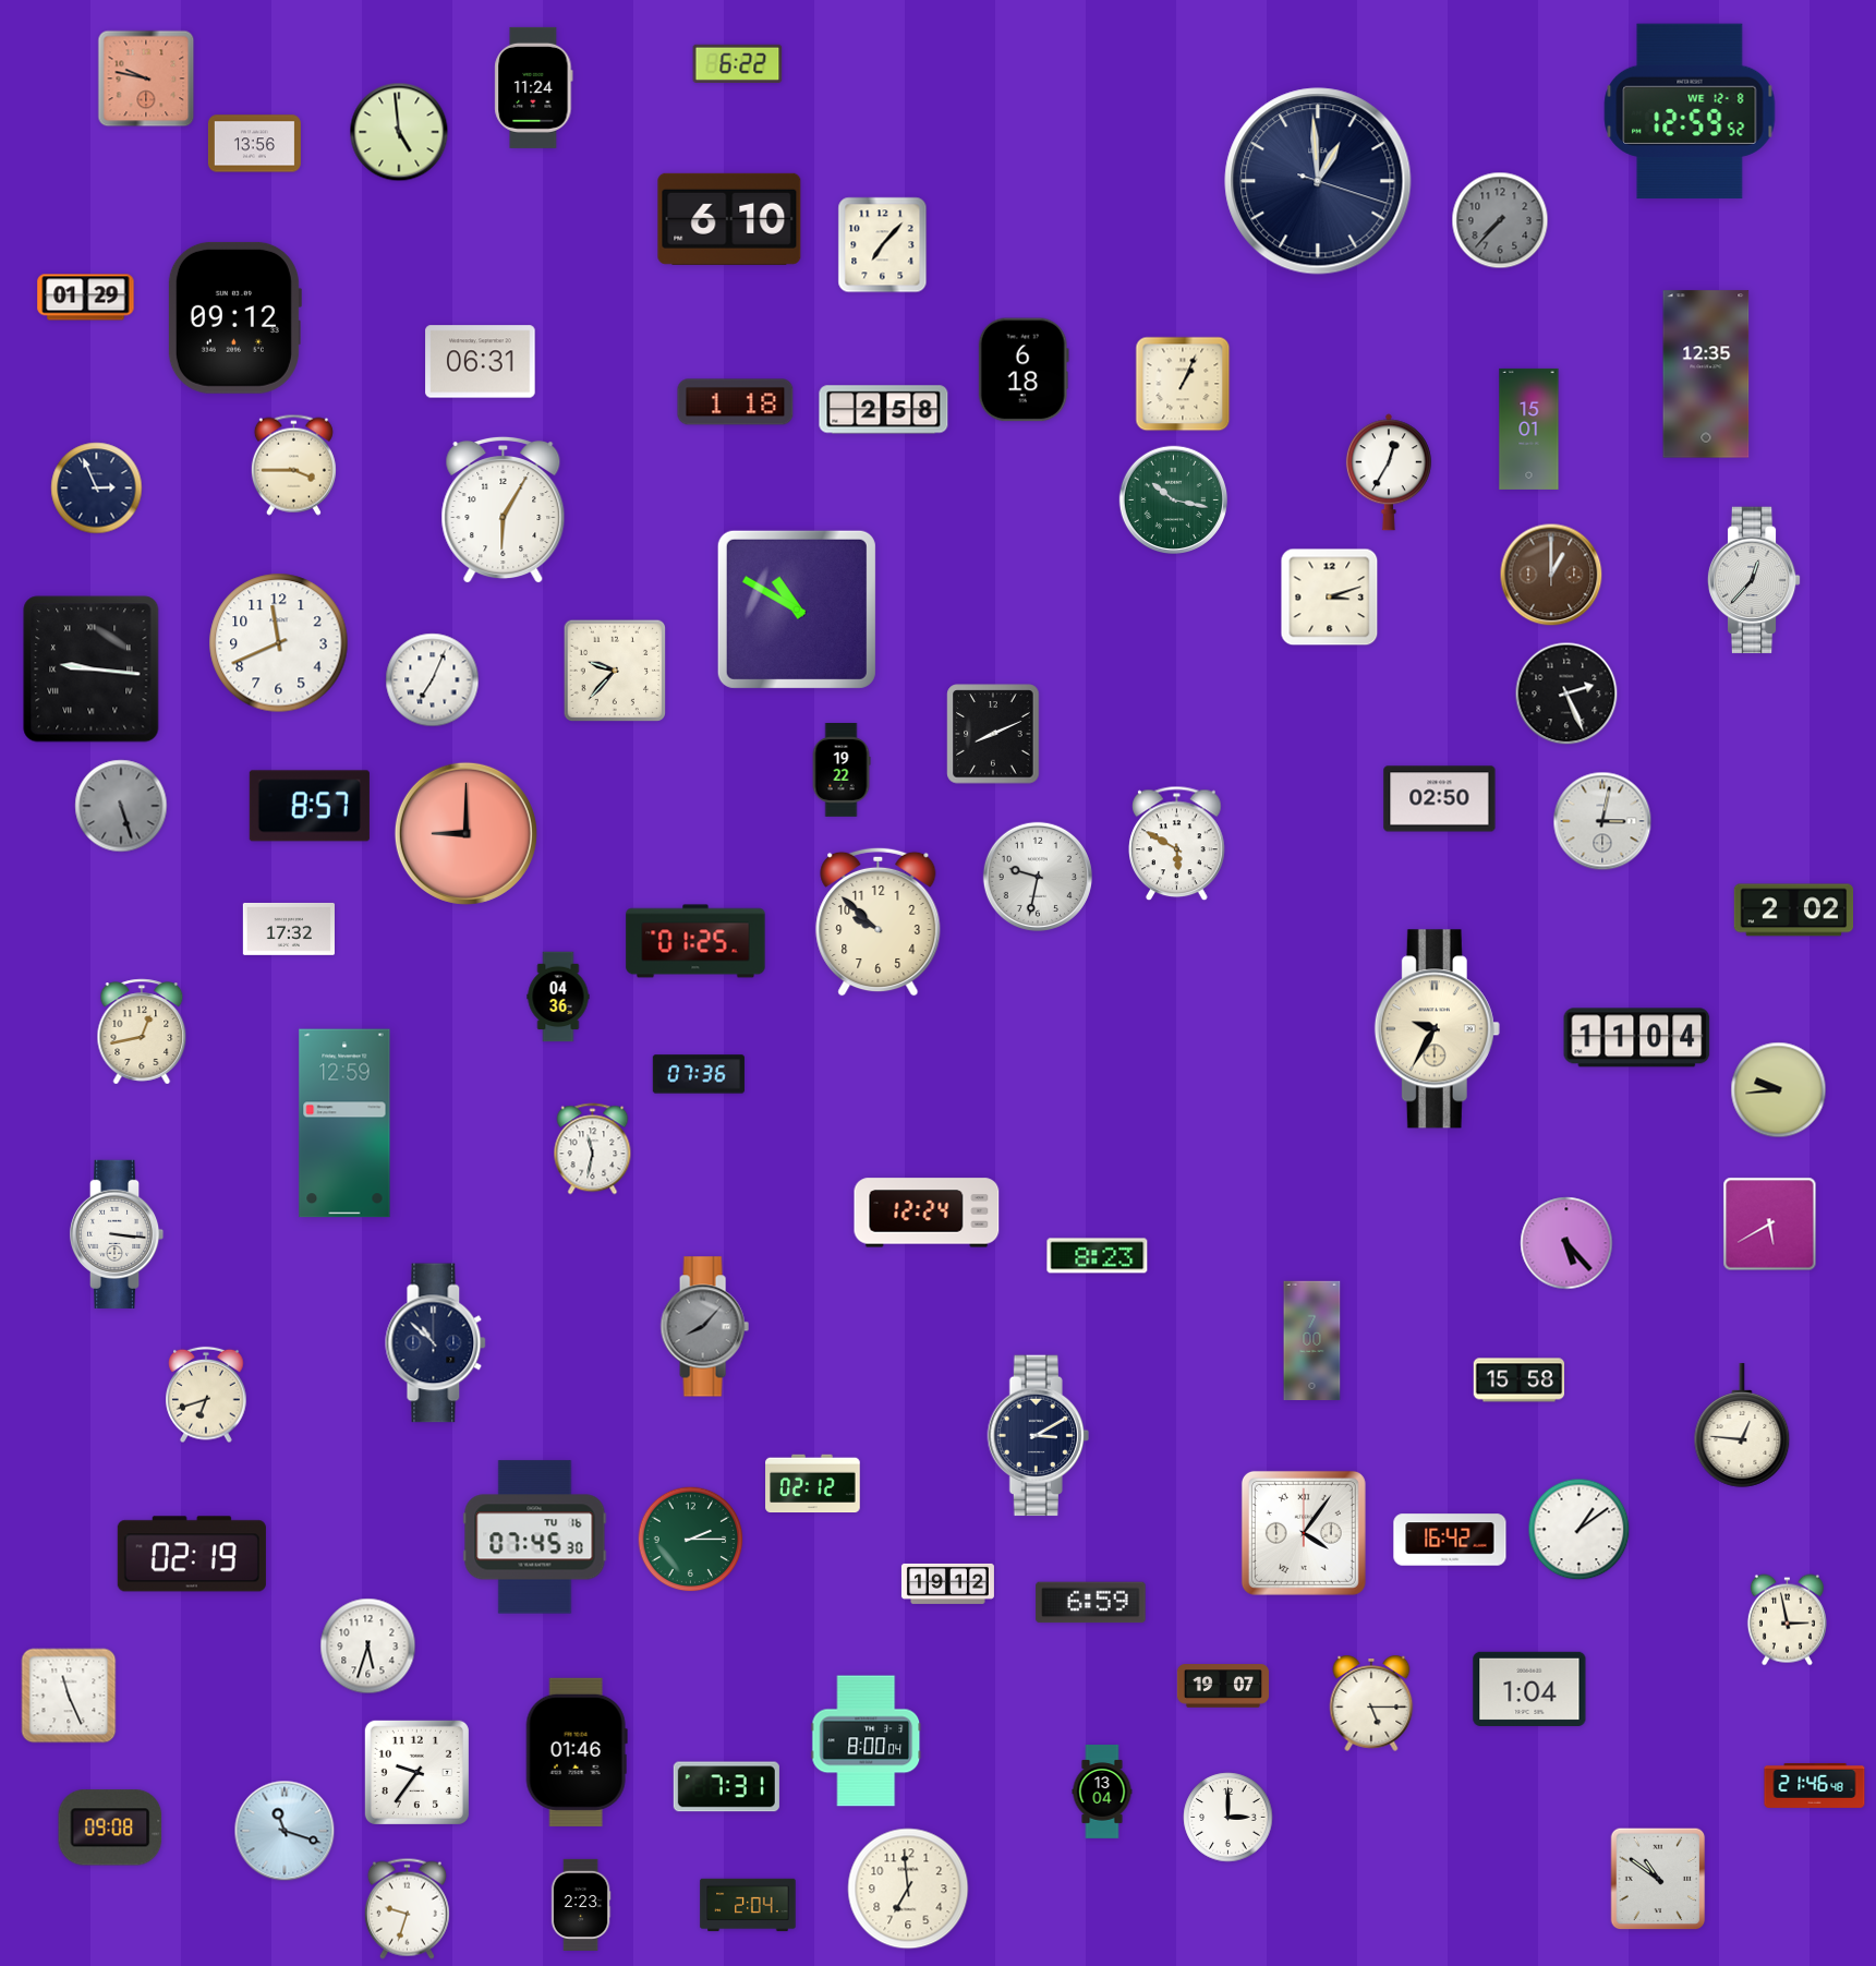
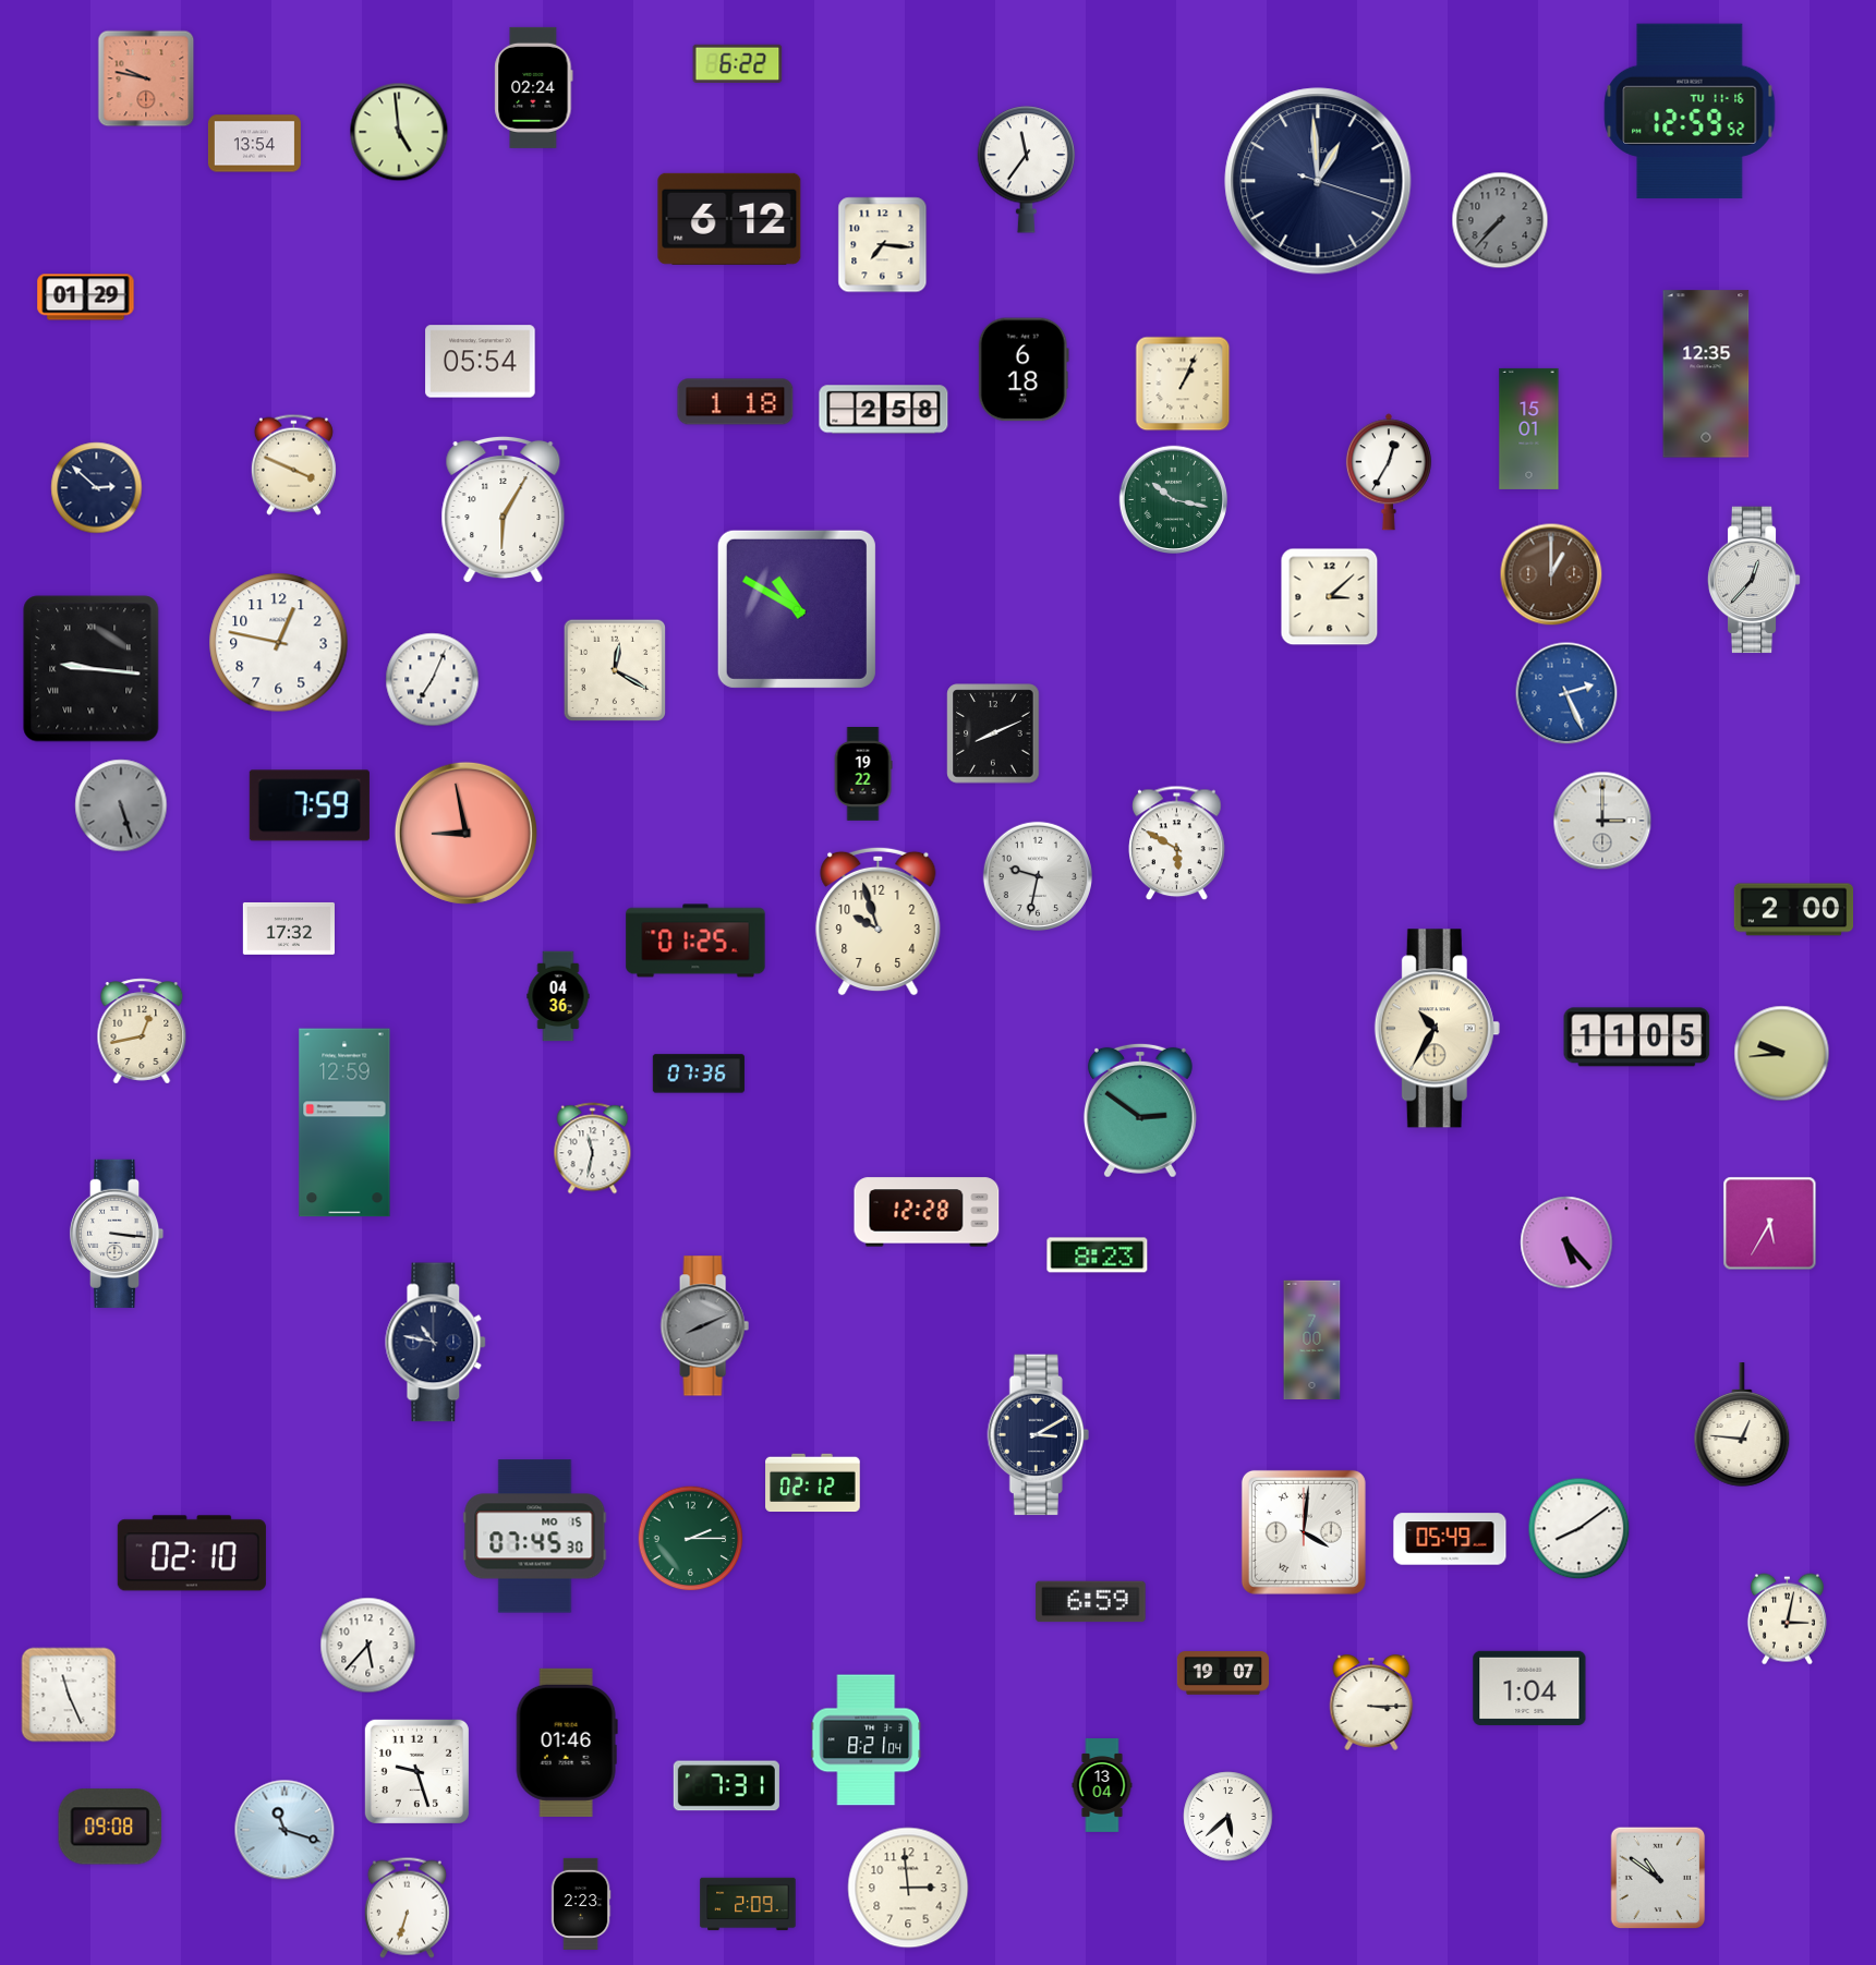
clock at (534, 87): 11:24 -> 02:24
clock at (1690, 111) date: WE 12-8 -> TU 11-16
clock at (254, 144): 13:56 -> 13:54
clock at (1027, 170): none -> 11:36
clock at (729, 219): 6:10 -> 6:12
clock at (883, 245): 7:07 -> 7:16
clock at (234, 317): 09:12 -> none
clock at (481, 362): 06:31 -> 05:54
clock at (293, 465): 3:45 -> 3:49
clock at (97, 489): 2:56 -> 2:52
clock at (1330, 598): 3:12 -> 3:08
clock at (279, 643): 11:41 -> 12:47
clock at (615, 671): 9:37 -> 12:20
clock at (1566, 693) dial: black -> blue
clock at (842, 771) position: (842, 771) -> (863, 775)
clock at (1440, 799): 02:50 -> none
clock at (310, 806): 8:57 -> 7:59
clock at (1602, 821): 3:02 -> 3:00
clock at (465, 833): 9:00 -> 8:58
clock at (1794, 910): 2:02 -> 2:00
clock at (879, 921): 9:52 -> 9:57
clock at (1437, 1029): 9:35 -> 10:35
clock at (1637, 1038): 11:04 -> 11:05
clock at (1779, 1090) position: (1779, 1090) -> (1782, 1054)
clock at (1140, 1111): none -> 2:51
clock at (927, 1213): 12:24 -> 12:28
clock at (1770, 1225): 5:40 -> 5:35
clock at (704, 1327): 8:07 -> 8:11
clock at (436, 1343): 10:52 -> 10:47
clock at (1520, 1380): 15:58 -> none
clock at (206, 1395): 6:42 -> none
clock at (1580, 1530): 1:09 -> 8:09
clock at (1304, 1533): 4:06 -> 4:01
clock at (535, 1537) date: TU 16 -> MO 15
clock at (1450, 1540): 16:42 -> 05:49
clock at (192, 1554): 02:19 -> 02:10
clock at (947, 1583): 19:12 -> none
clock at (1787, 1620): 2:58 -> 3:02
clock at (368, 1647): 5:33 -> 5:37
clock at (1222, 1686) position: (1222, 1686) -> (1222, 1673)
clock at (1371, 1703): 5:15 -> 3:15
clock at (867, 1741): 8:00 -> 8:21
clock at (577, 1752) position: (577, 1752) -> (567, 1743)
clock at (416, 1772): 9:36 -> 9:27
clock at (1815, 1785): 21:46 -> none
clock at (1102, 1792) position: (1102, 1792) -> (1102, 1785)
clock at (1229, 1818): 3:00 -> 5:38
clock at (908, 1889): 6:59 -> 2:59
clock at (748, 1905): 2:04 -> 2:09
clock at (407, 1908): 9:33 -> 6:33
